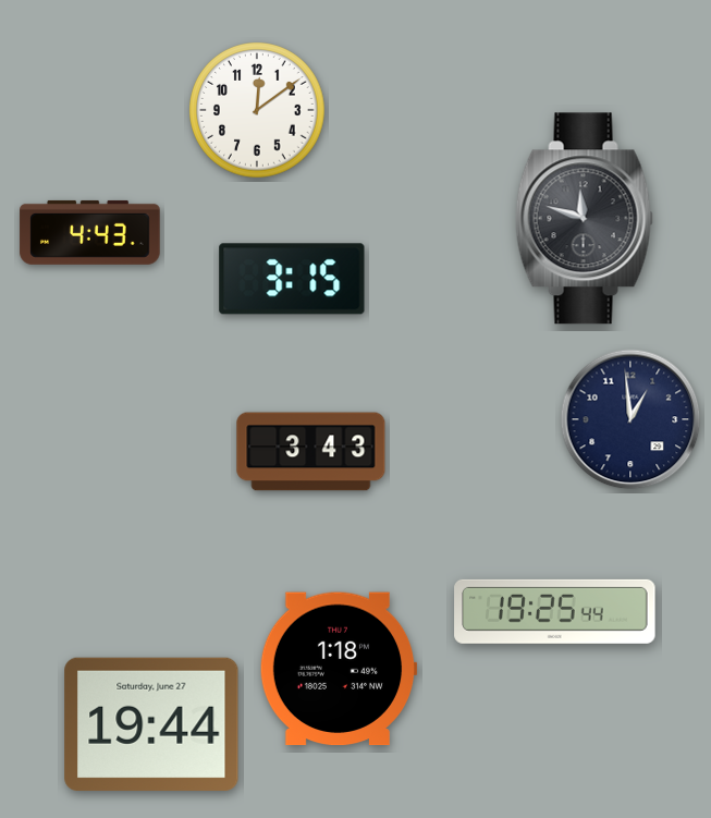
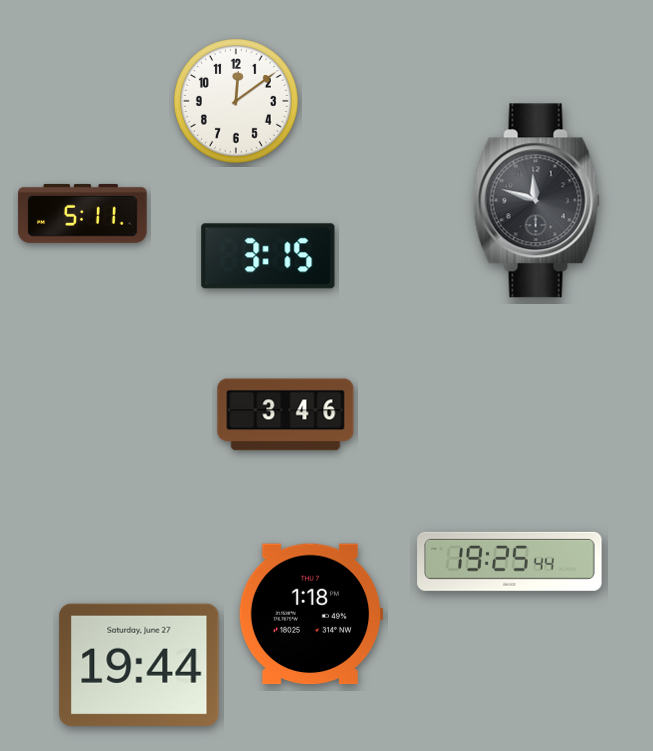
clock at (90, 232): 4:43 -> 5:11
clock at (630, 419): 12:59 -> none
clock at (311, 452): 3:43 -> 3:46
